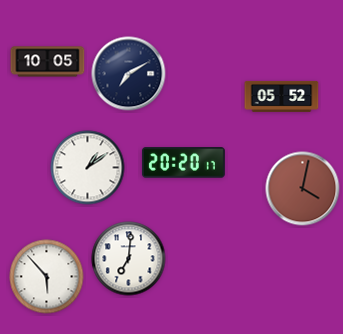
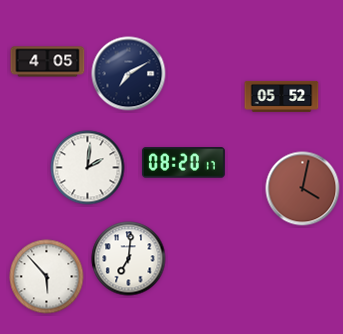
clock at (48, 62): 10:05 -> 4:05
clock at (183, 163): 20:20 -> 08:20
clock at (88, 168): 1:09 -> 2:01
